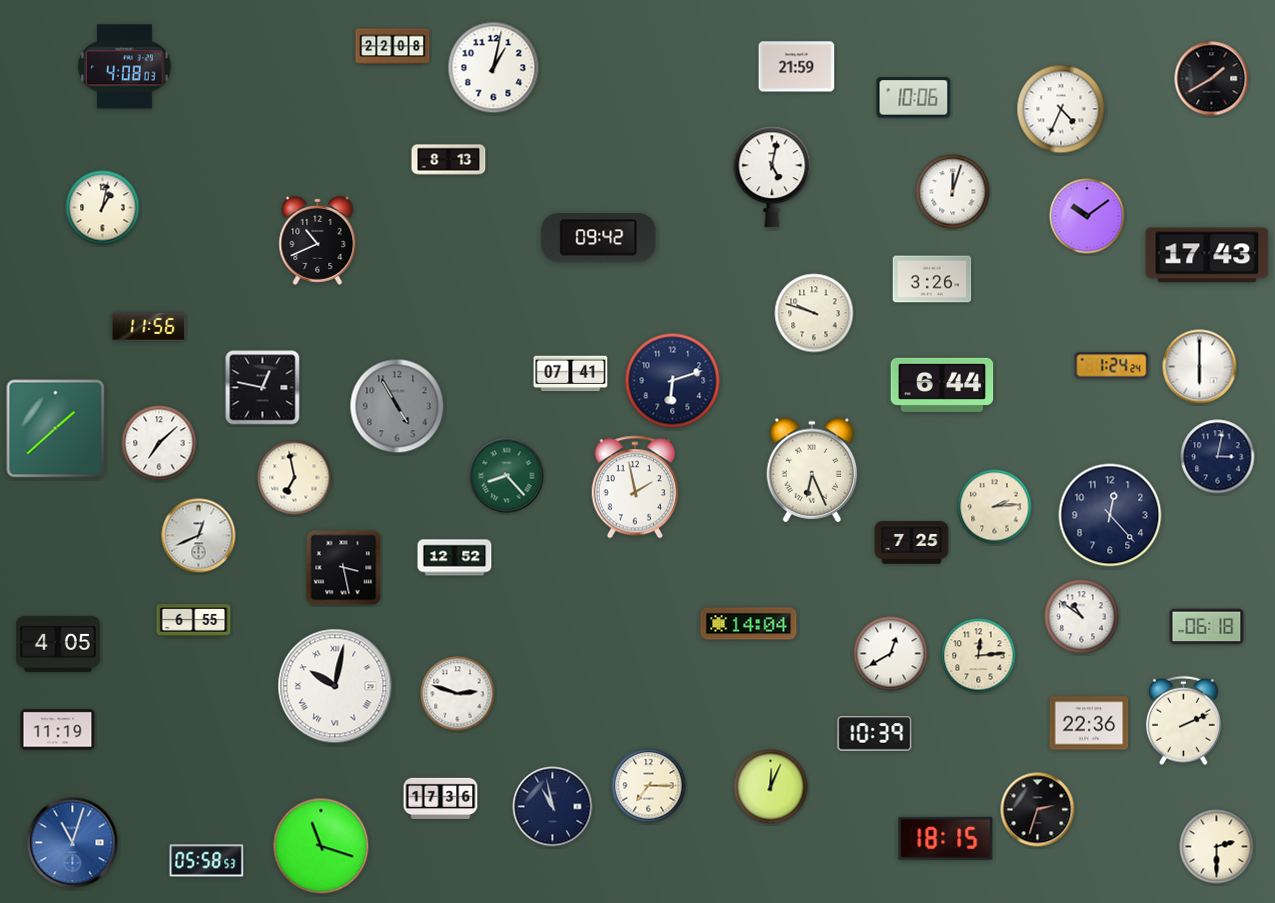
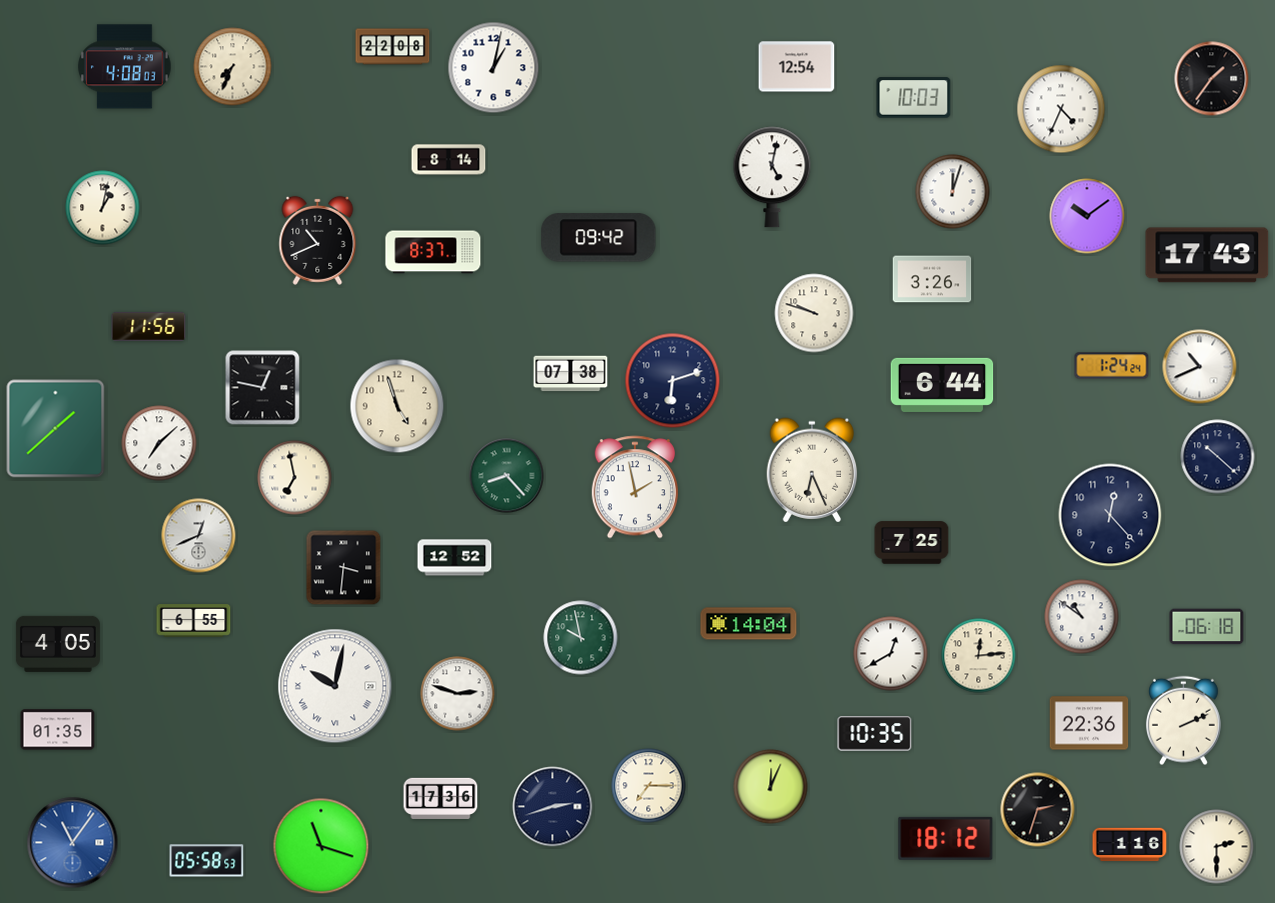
clock at (233, 67): none -> 7:34
clock at (797, 67): 21:59 -> 12:54
clock at (1212, 79): 1:40 -> 1:36
clock at (914, 98): 10:06 -> 10:03
clock at (449, 160): 8:13 -> 8:14
clock at (433, 252): none -> 8:37
clock at (1200, 367): 6:00 -> 10:41
clock at (571, 374): 07:41 -> 07:38
clock at (397, 406): 4:55 -> 4:57
clock at (397, 406) dial: grey -> cream
clock at (1218, 457): 3:02 -> 10:22
clock at (995, 507): 2:14 -> none
clock at (344, 568): 3:28 -> 3:31
clock at (581, 638): none -> 9:58
clock at (58, 730): 11:19 -> 01:35
clock at (875, 734): 10:39 -> 10:35
clock at (553, 807): 10:58 -> 2:42
clock at (946, 838): 18:15 -> 18:12
clock at (73, 843): 11:03 -> 11:06
clock at (1130, 845): none -> 1:16
